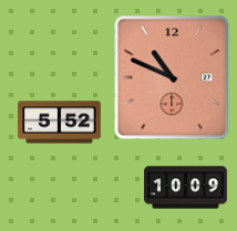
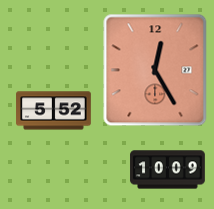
clock at (172, 77): 10:49 -> 12:25
